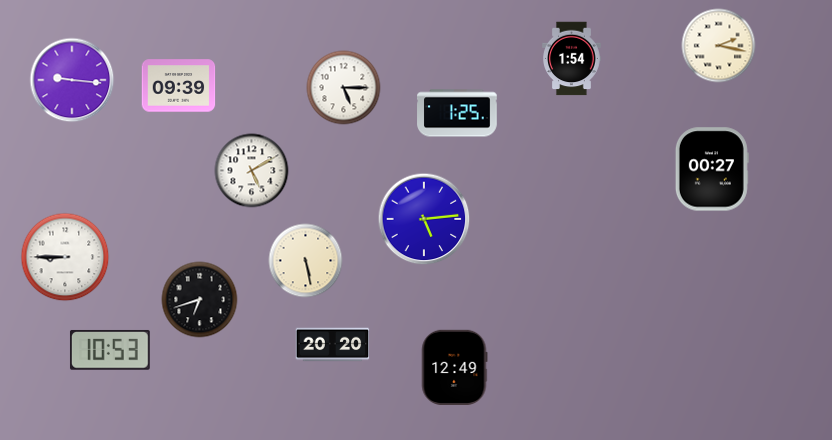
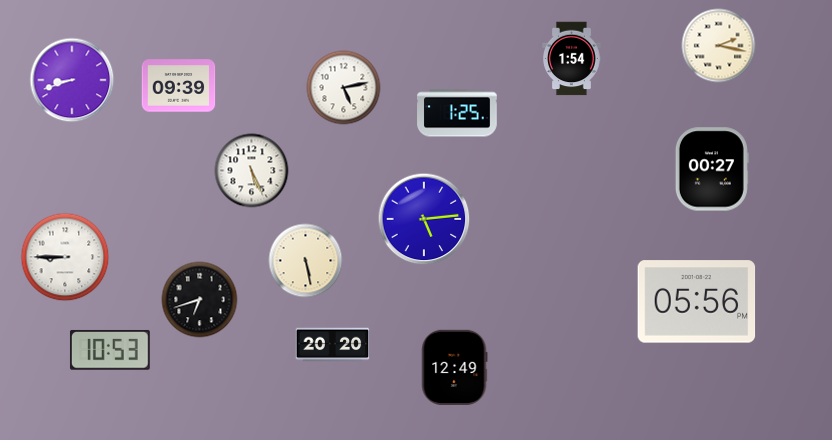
clock at (72, 80): 9:16 -> 8:42
clock at (344, 88): 5:15 -> 5:13
clock at (252, 171): 5:10 -> 5:26
clock at (697, 302): none -> 05:56
